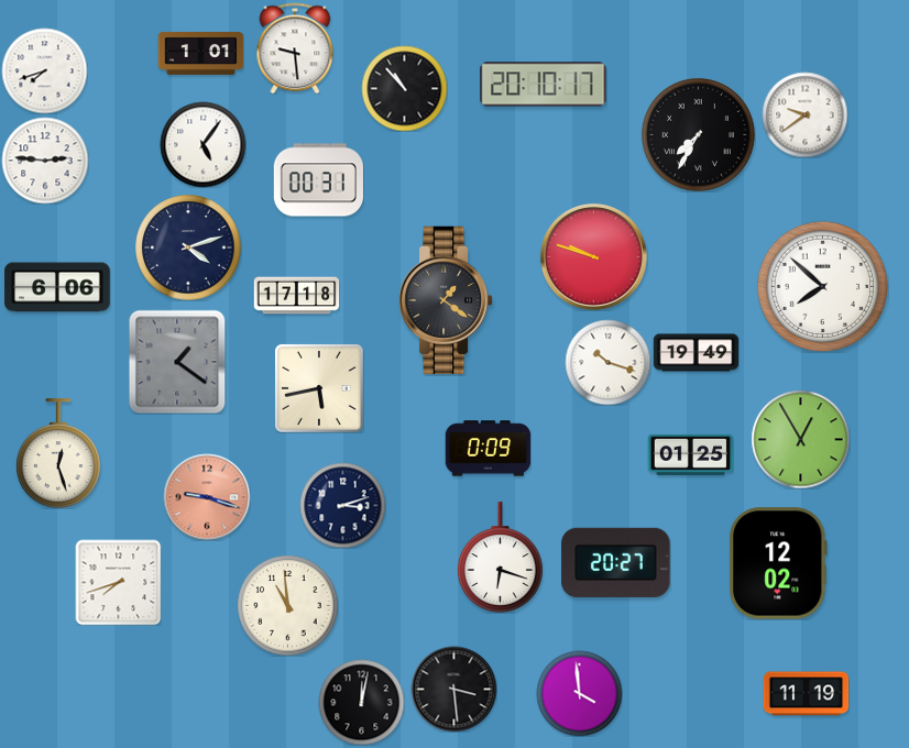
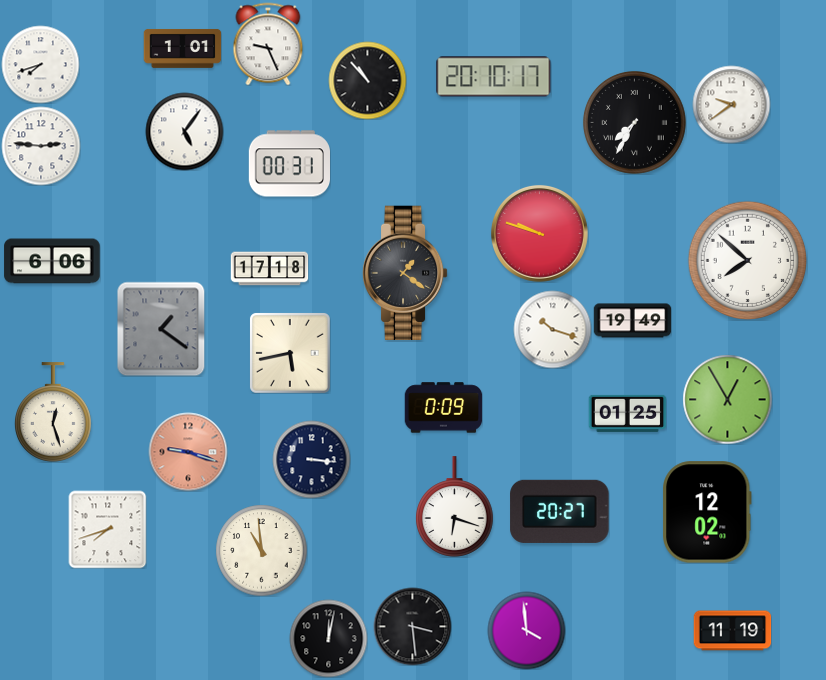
clock at (295, 48): 9:29 -> 9:26
clock at (188, 248): 4:12 -> none
clock at (342, 505): 3:12 -> 3:16
